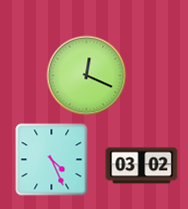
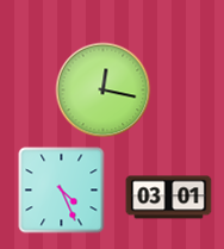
clock at (87, 76): 12:19 -> 12:17
clock at (142, 166): 03:02 -> 03:01
